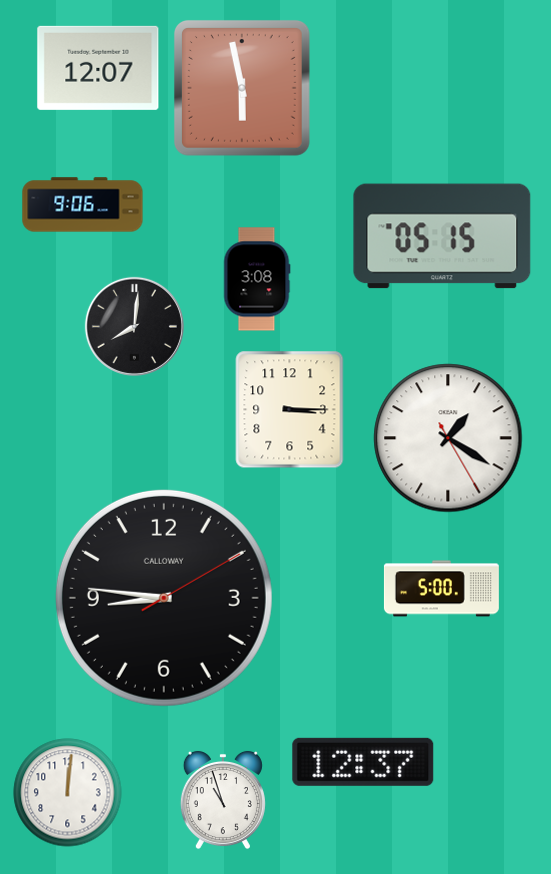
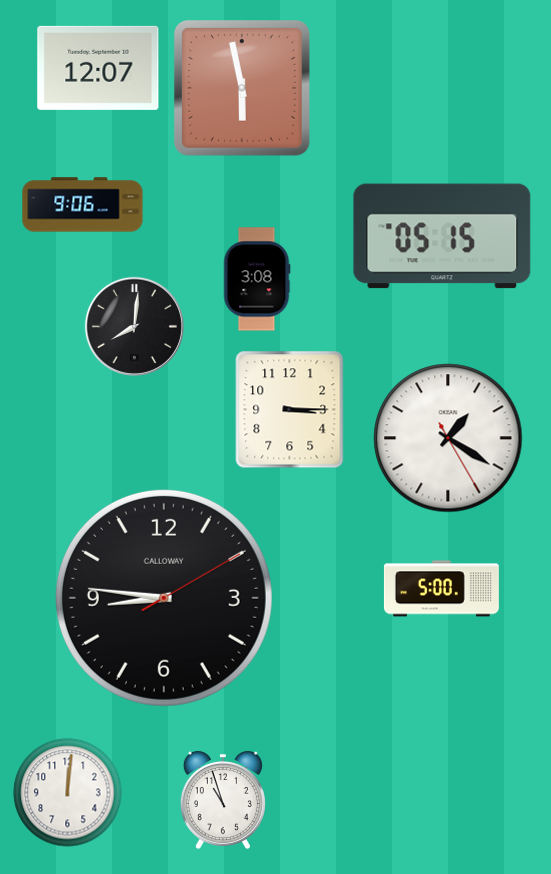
clock at (363, 762): 12:37 -> none
